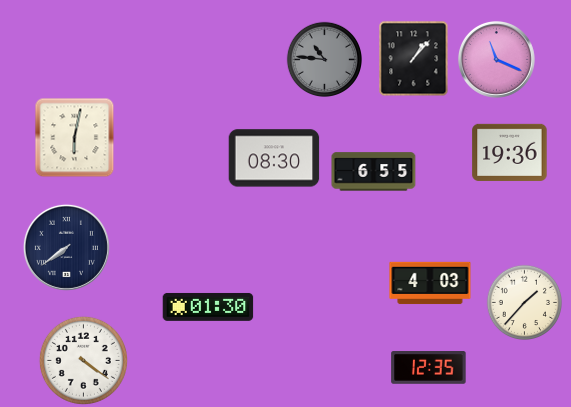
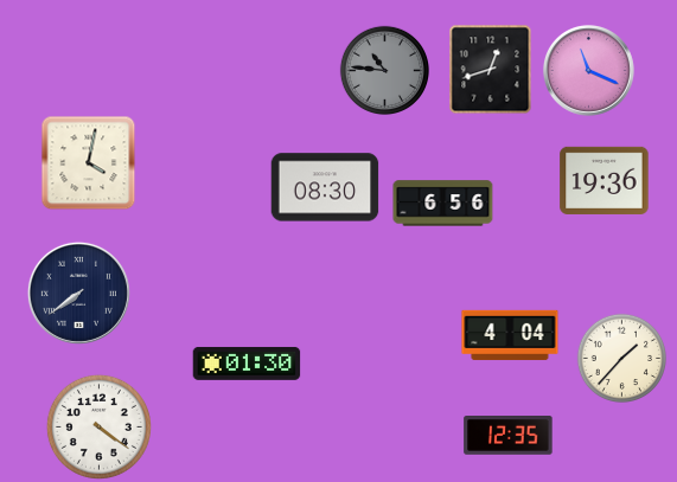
clock at (414, 59): 1:07 -> 12:42
clock at (75, 138): 6:02 -> 4:02
clock at (374, 172): 6:55 -> 6:56
clock at (430, 283): 4:03 -> 4:04
